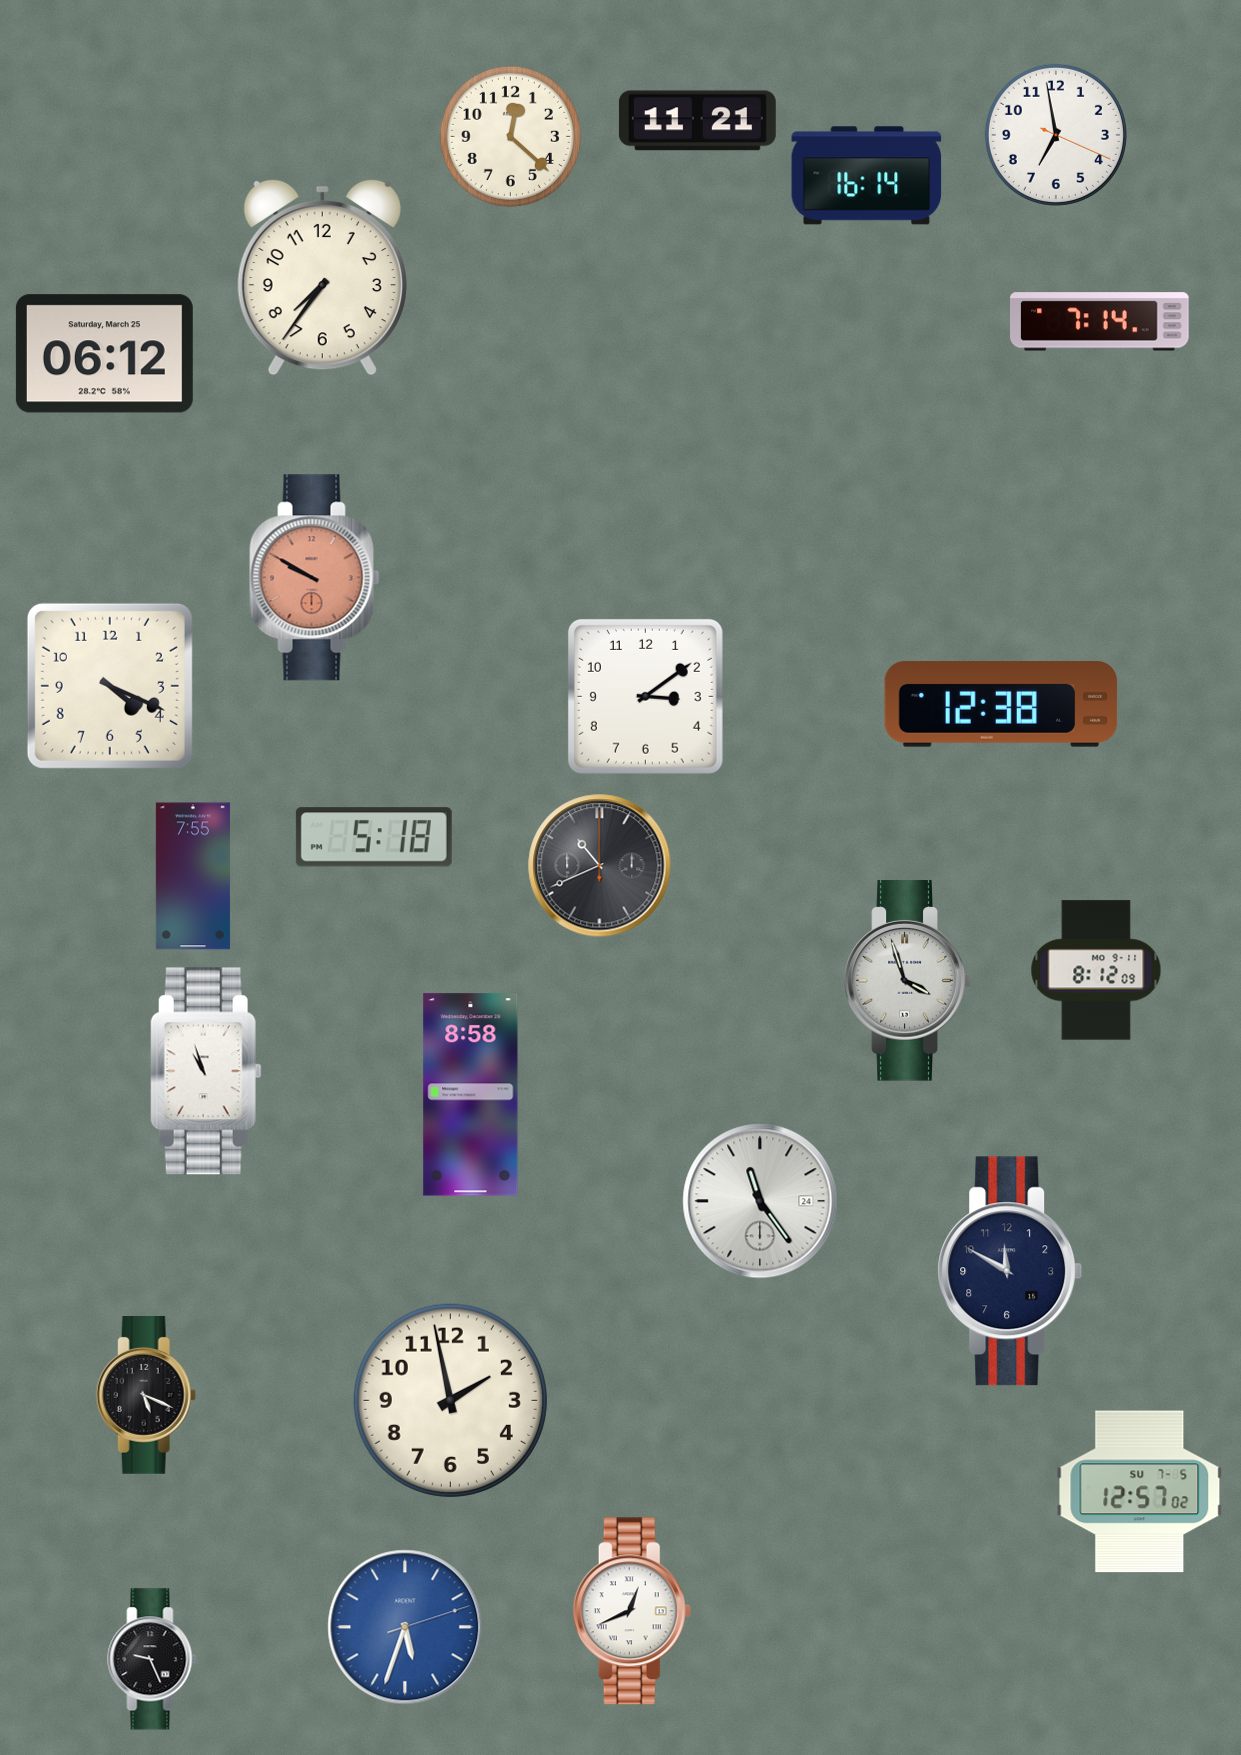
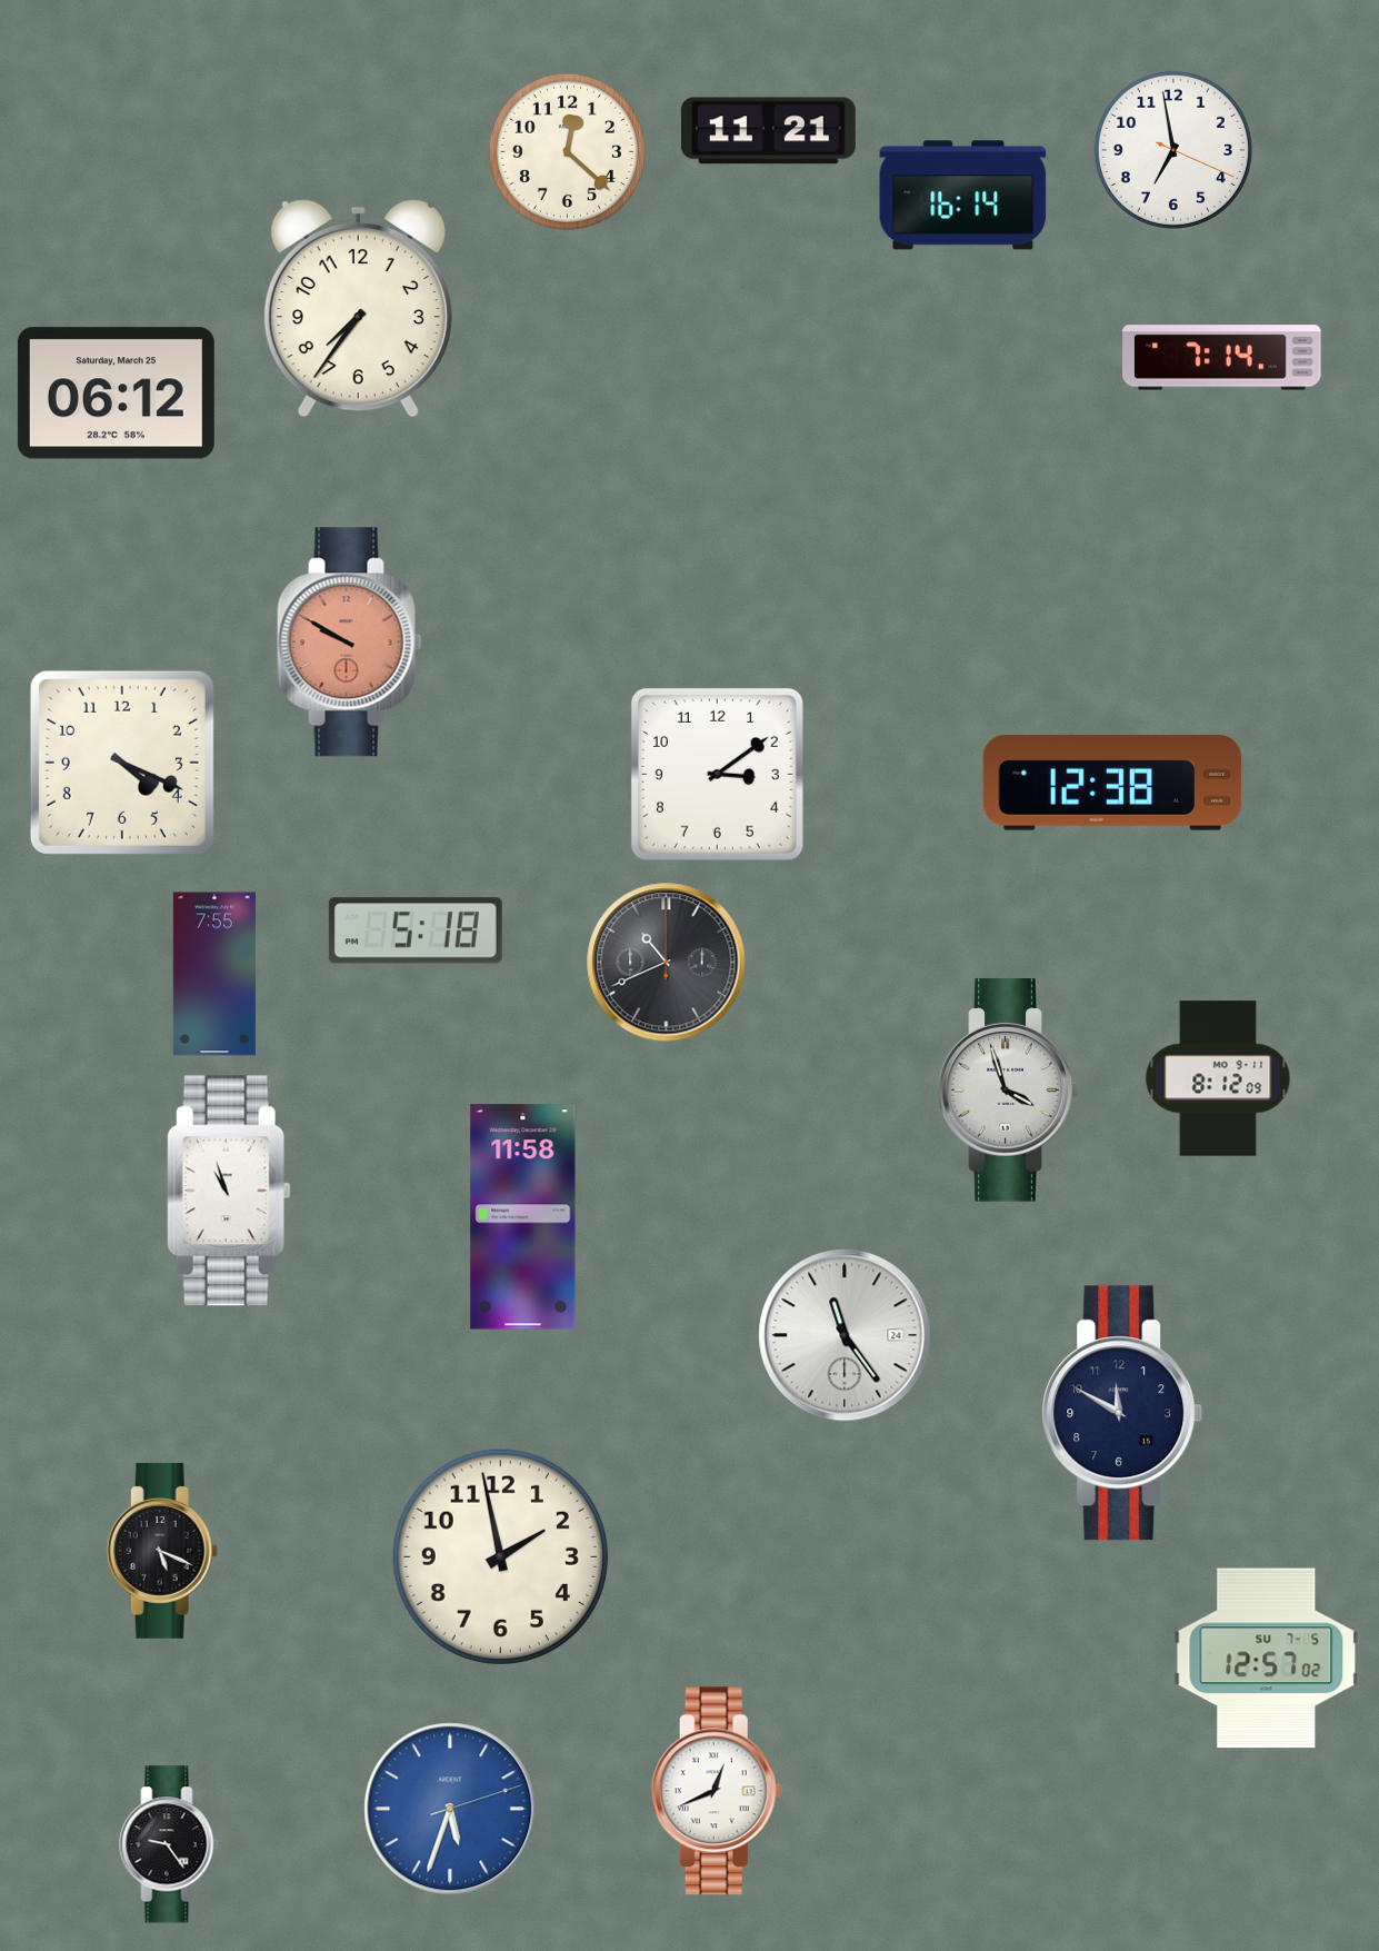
clock at (697, 121) position: (697, 121) -> (768, 131)
clock at (471, 1095): 8:58 -> 11:58
clock at (632, 1611) position: (632, 1611) -> (717, 1791)
clock at (152, 1659): 9:26 -> 9:24
